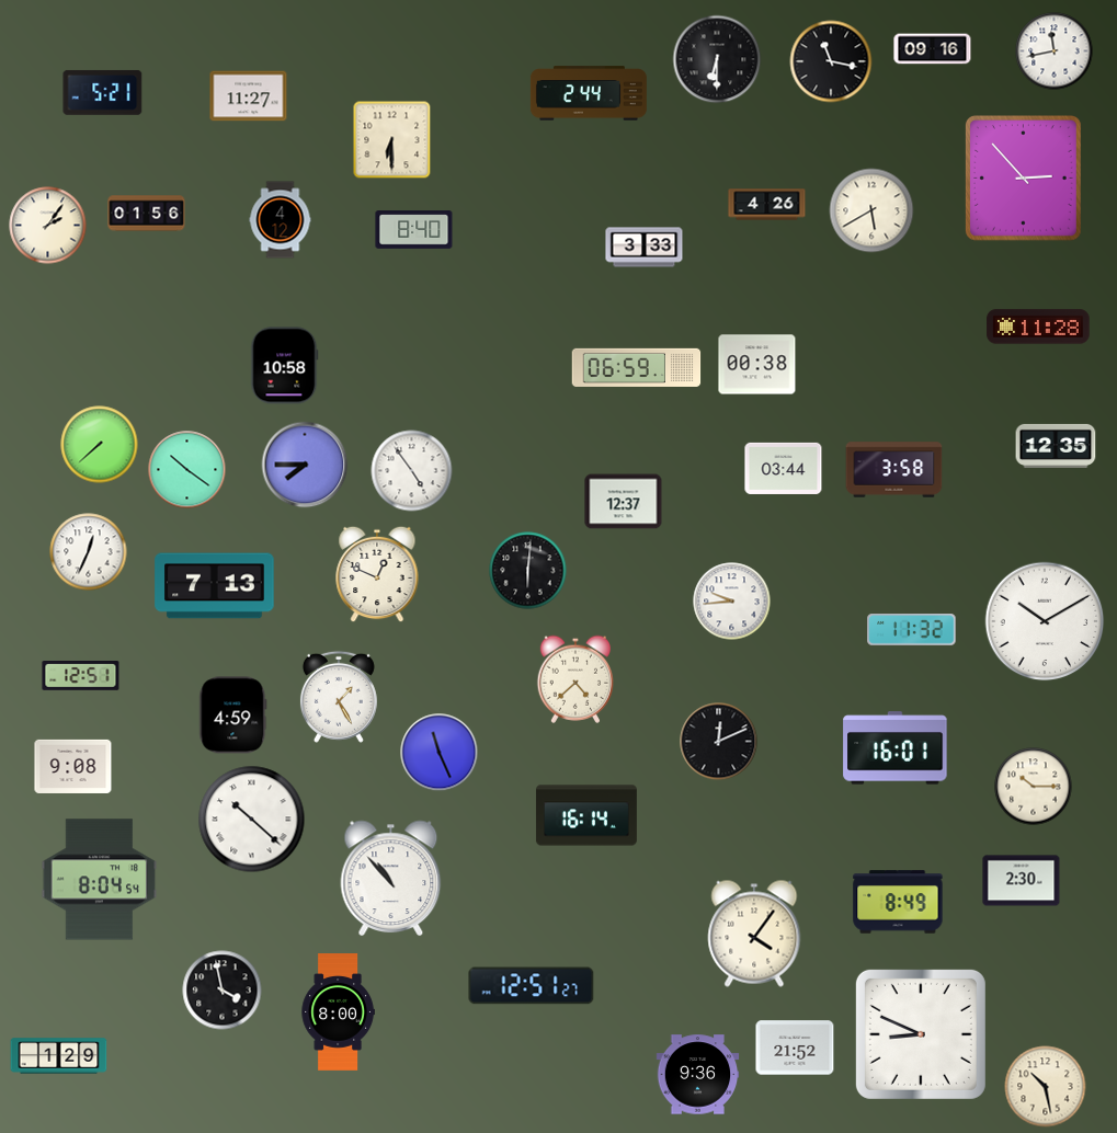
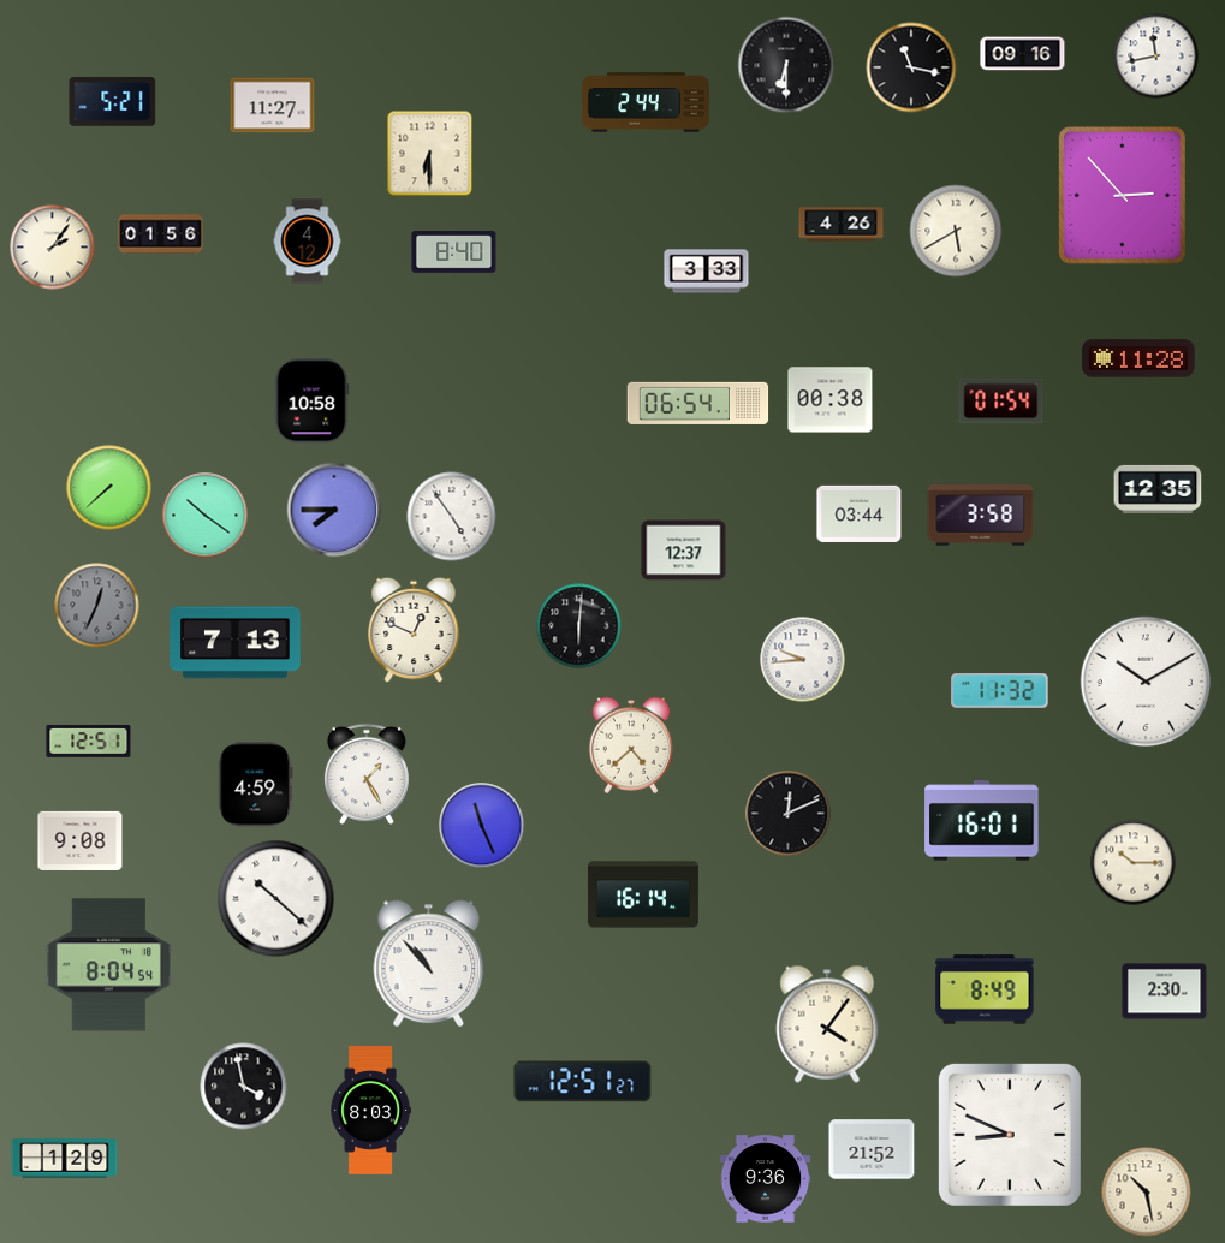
clock at (1001, 402): none -> 01:54
clock at (637, 367): 06:59 -> 06:54
clock at (89, 552) dial: white -> grey
clock at (339, 697) position: (339, 697) -> (367, 774)
clock at (1022, 881) position: (1022, 881) -> (1165, 992)
clock at (338, 1012): 8:00 -> 8:03
